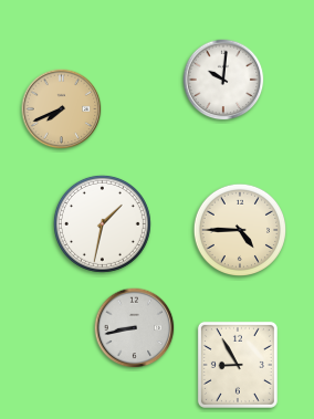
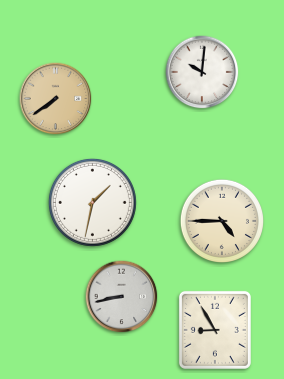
clock at (62, 109): 7:41 -> 7:39
clock at (239, 229) position: (239, 229) -> (221, 220)
